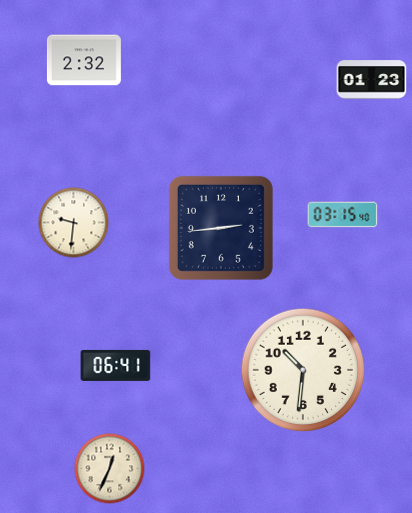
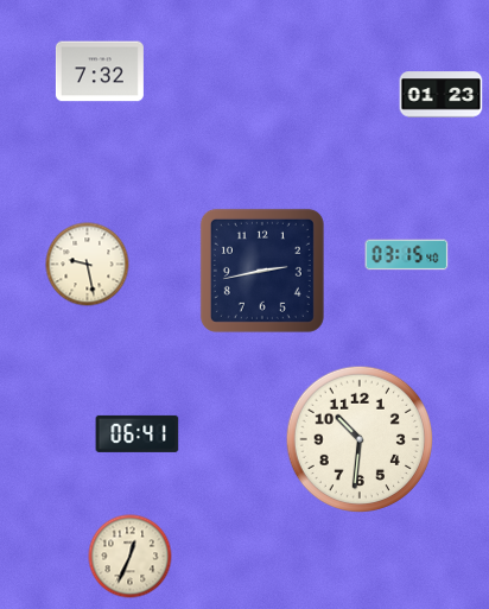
clock at (84, 60): 2:32 -> 7:32
clock at (74, 223): 9:31 -> 9:28
clock at (221, 228): 2:44 -> 2:43
